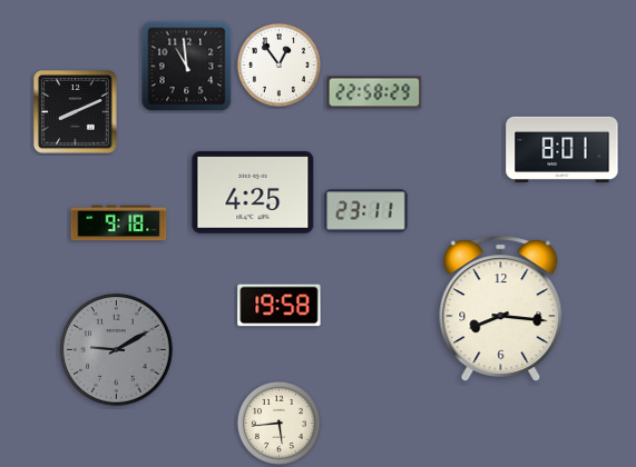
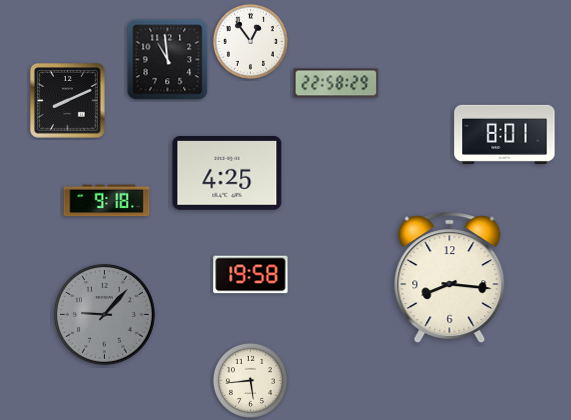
clock at (278, 64) position: (278, 64) -> (250, 41)
clock at (366, 211): 23:11 -> none
clock at (117, 350): 9:10 -> 9:07
